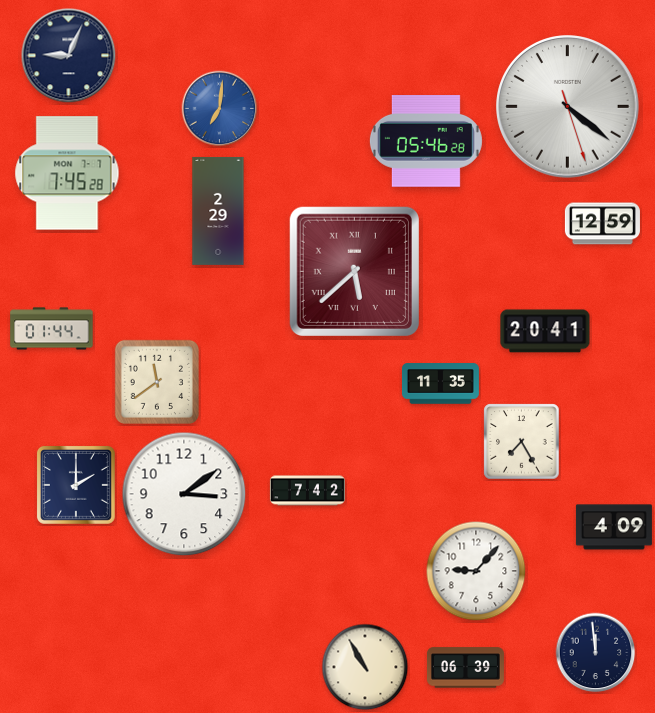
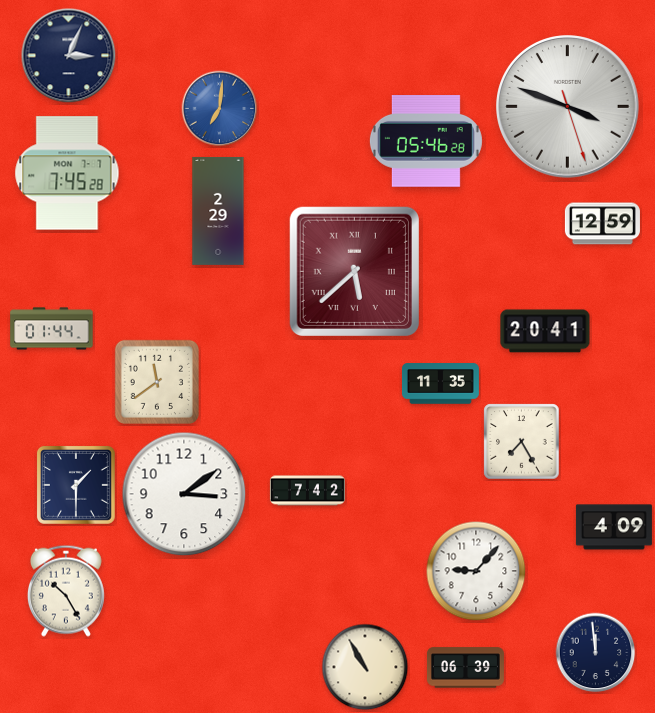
clock at (69, 56): 9:04 -> 3:04
clock at (568, 107): 4:21 -> 3:48
clock at (76, 485): 2:00 -> 1:30
clock at (66, 591): none -> 10:25
